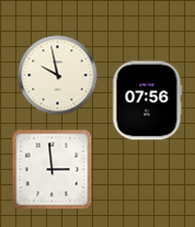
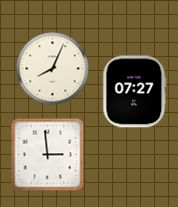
clock at (58, 76): 9:58 -> 8:04
clock at (148, 101): 07:56 -> 07:27
